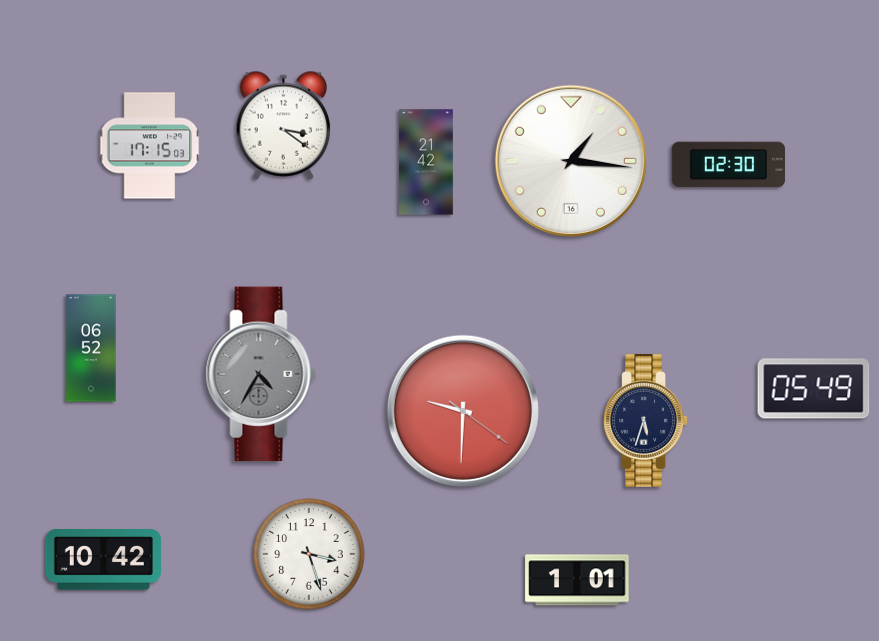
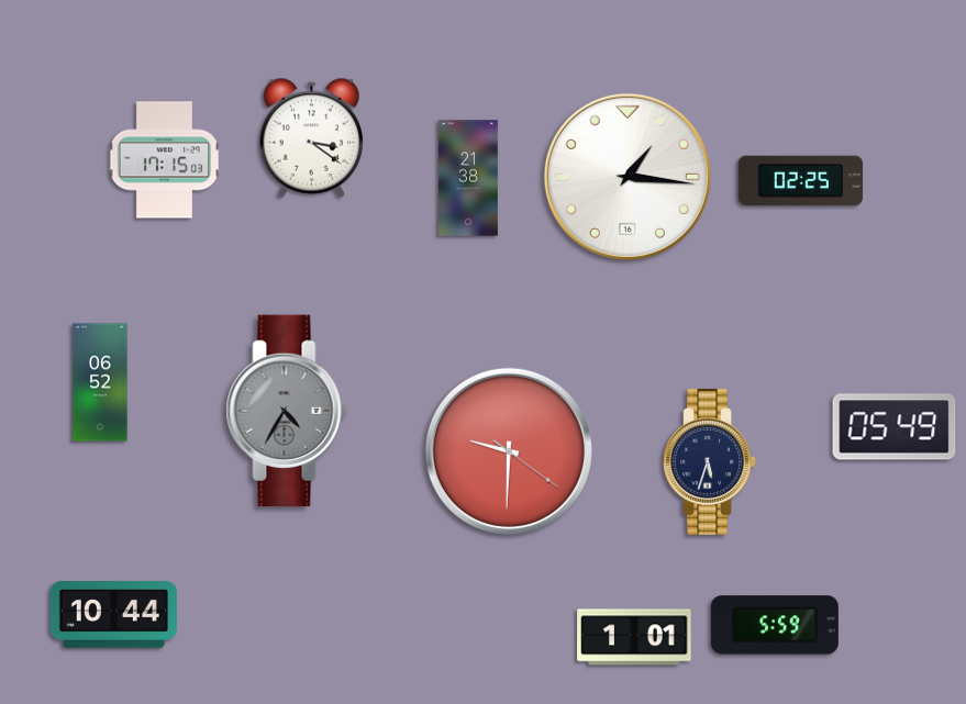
clock at (427, 162): 21:42 -> 21:38
clock at (729, 165): 02:30 -> 02:25
clock at (309, 554): 3:27 -> none
clock at (103, 560): 10:42 -> 10:44
clock at (775, 625): none -> 5:59
